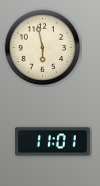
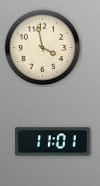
clock at (43, 48): 5:58 -> 3:58
